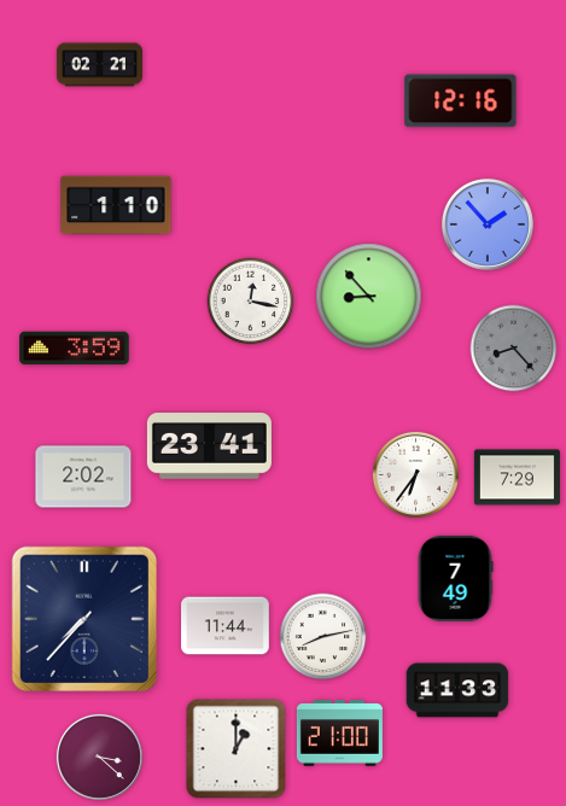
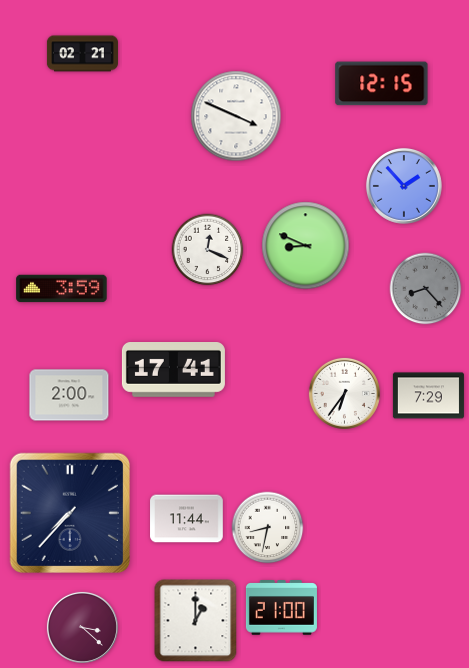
clock at (461, 101): 12:16 -> 12:15
clock at (236, 116): none -> 3:49
clock at (116, 205): 1:10 -> none
clock at (369, 297): 8:53 -> 8:49
clock at (251, 302): 12:17 -> 12:19
clock at (209, 446): 23:41 -> 17:41
clock at (83, 477): 2:02 -> 2:00
clock at (455, 578): 7:49 -> none
clock at (323, 637): 8:13 -> 8:32
clock at (457, 690): 11:33 -> none
